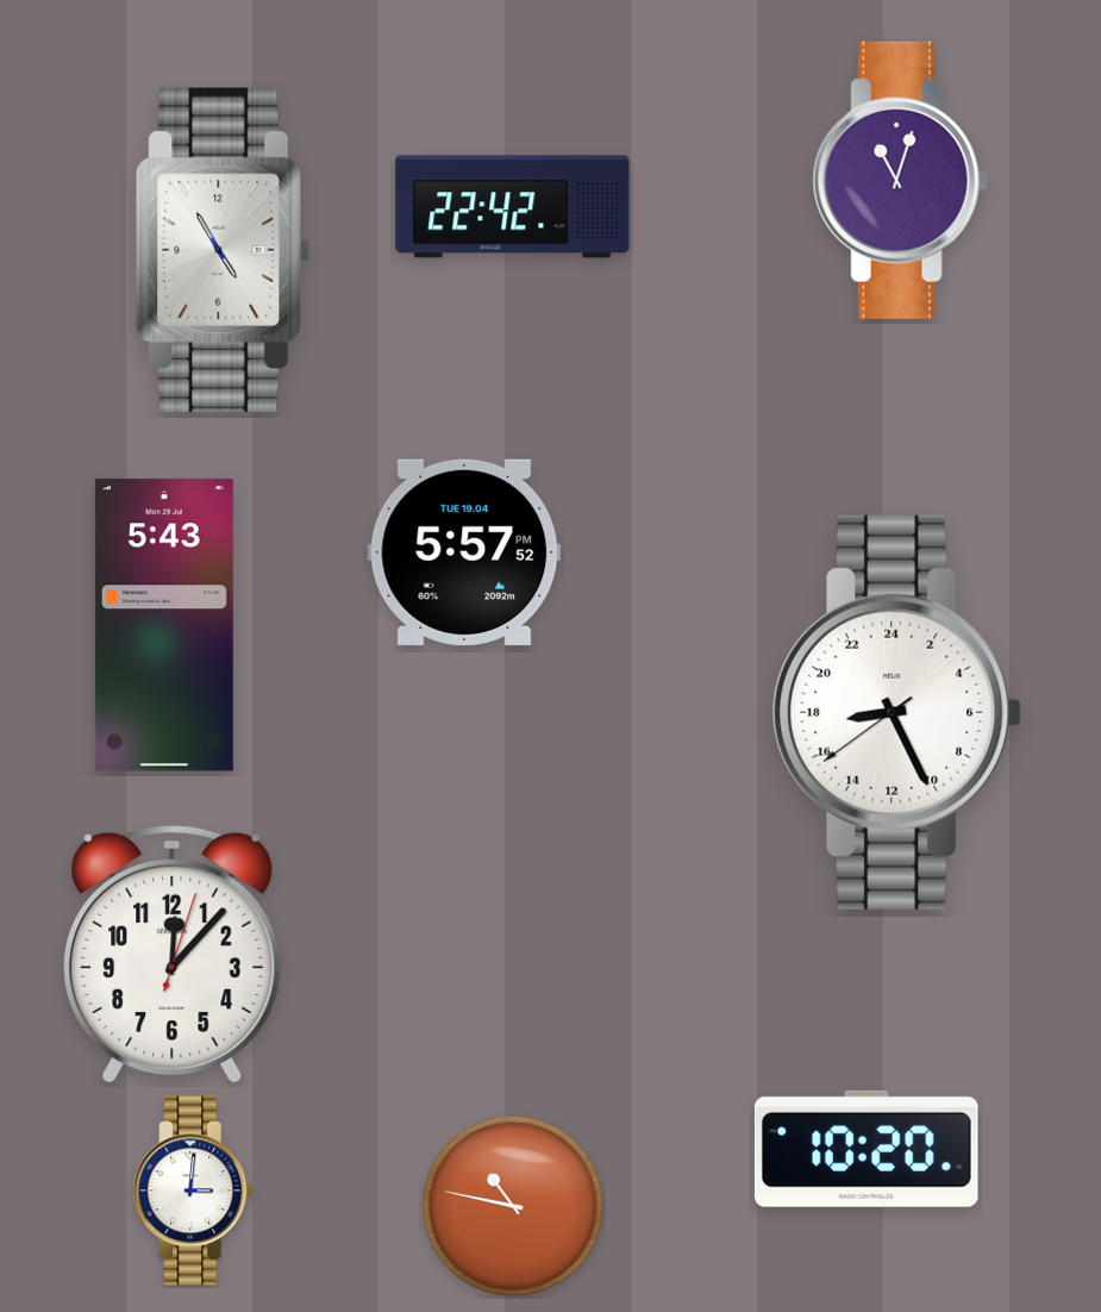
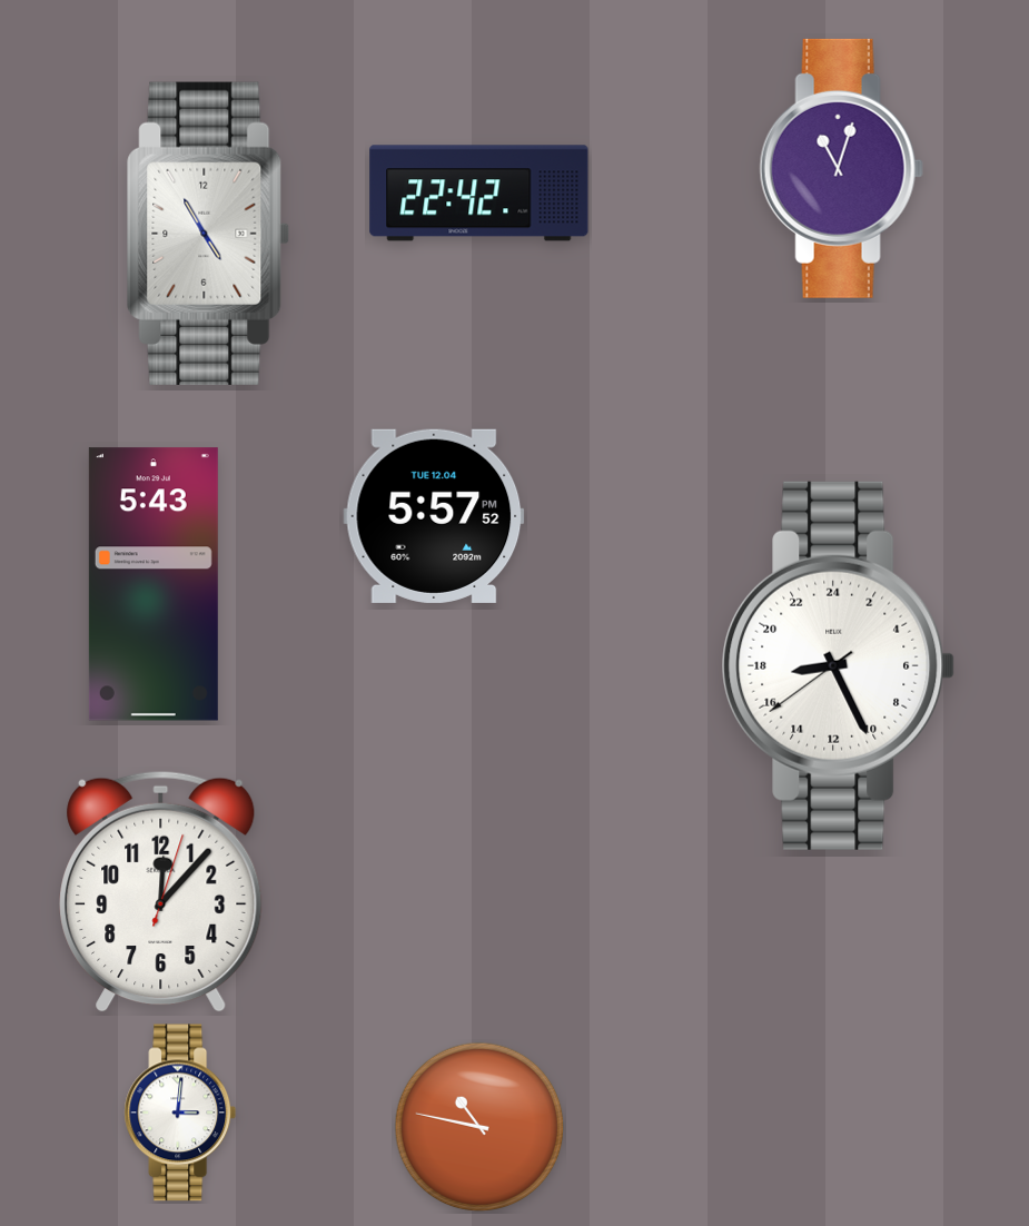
clock at (464, 552) date: TUE 19.04 -> TUE 12.04
clock at (867, 1149): 10:20 -> none
